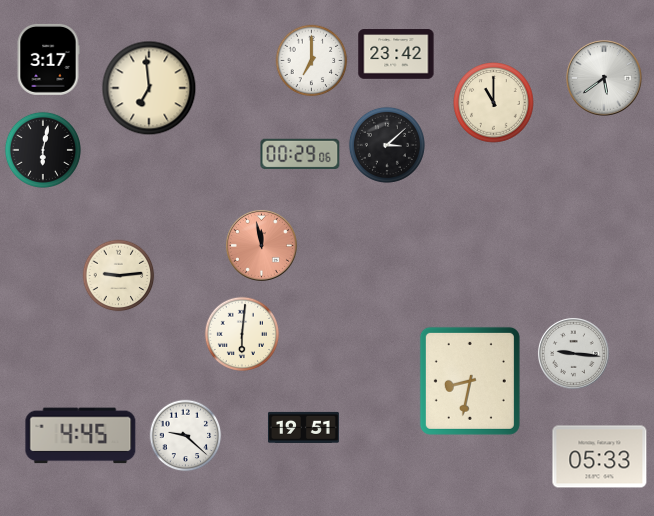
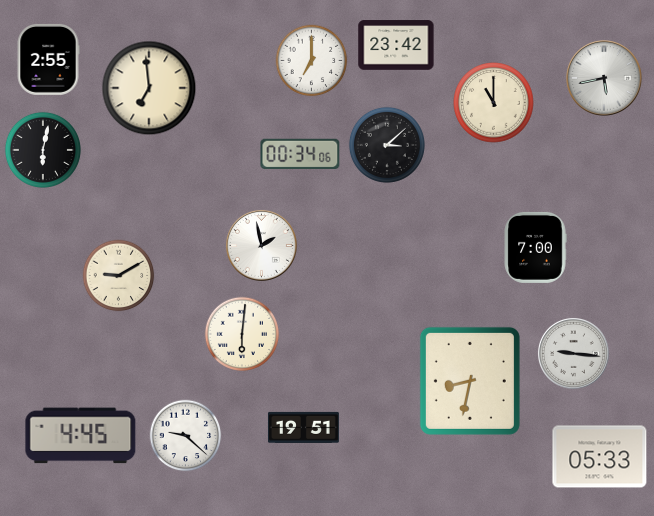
clock at (396, 54) position: (396, 54) -> (396, 45)
clock at (48, 59): 3:17 -> 2:55
clock at (604, 78): 5:39 -> 5:43
clock at (300, 153): 00:29 -> 00:34
clock at (261, 245): 11:58 -> 1:58
clock at (261, 245) dial: salmon -> white
clock at (535, 247): none -> 7:00
clock at (119, 276): 9:14 -> 9:10
